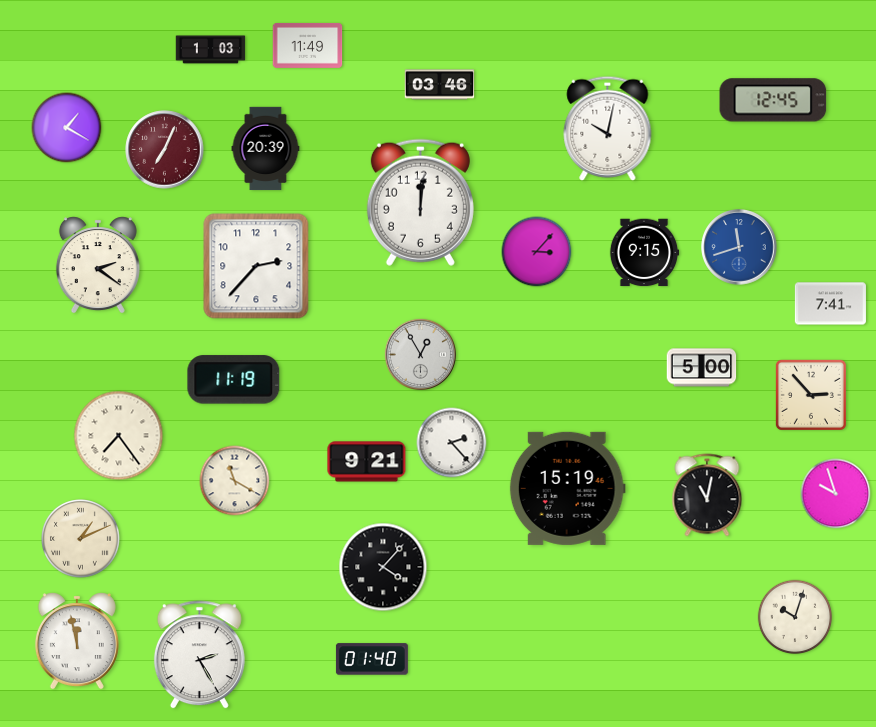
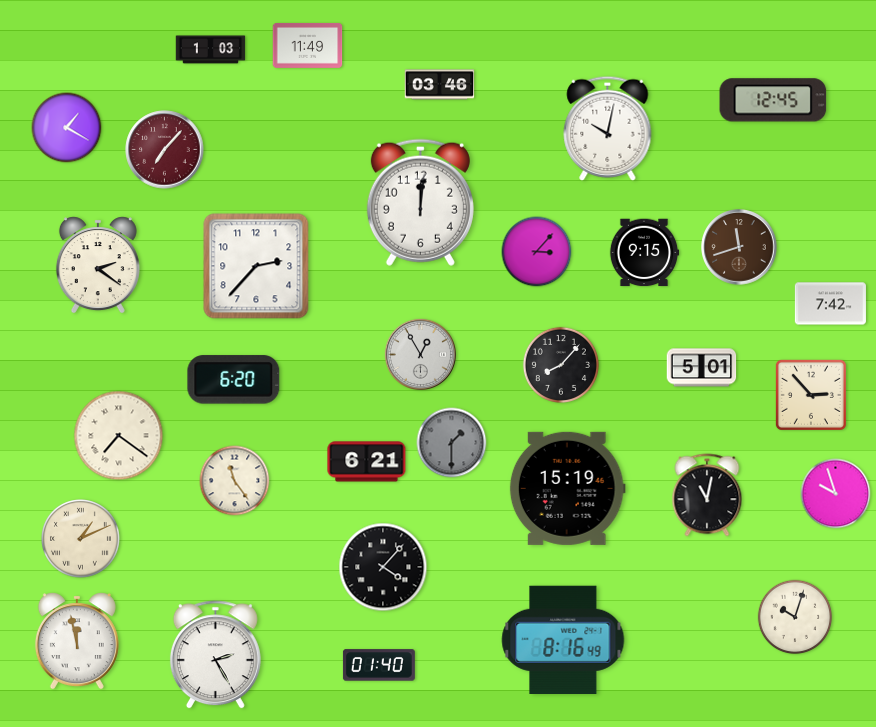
clock at (266, 149): 20:39 -> none
clock at (165, 150): 7:04 -> 7:07
clock at (739, 247) dial: blue -> brown
clock at (830, 304): 7:41 -> 7:42
clock at (561, 365): none -> 8:07
clock at (702, 368): 5:00 -> 5:01
clock at (234, 380): 11:19 -> 6:20
clock at (119, 436): 7:24 -> 7:21
clock at (452, 443): 2:23 -> 1:30
clock at (452, 443) dial: white -> grey
clock at (367, 462): 9:21 -> 6:21
clock at (235, 481): 11:20 -> 11:24
clock at (563, 640): none -> 8:16
clock at (199, 655) position: (199, 655) -> (215, 655)
clock at (372, 659) position: (372, 659) -> (379, 665)
